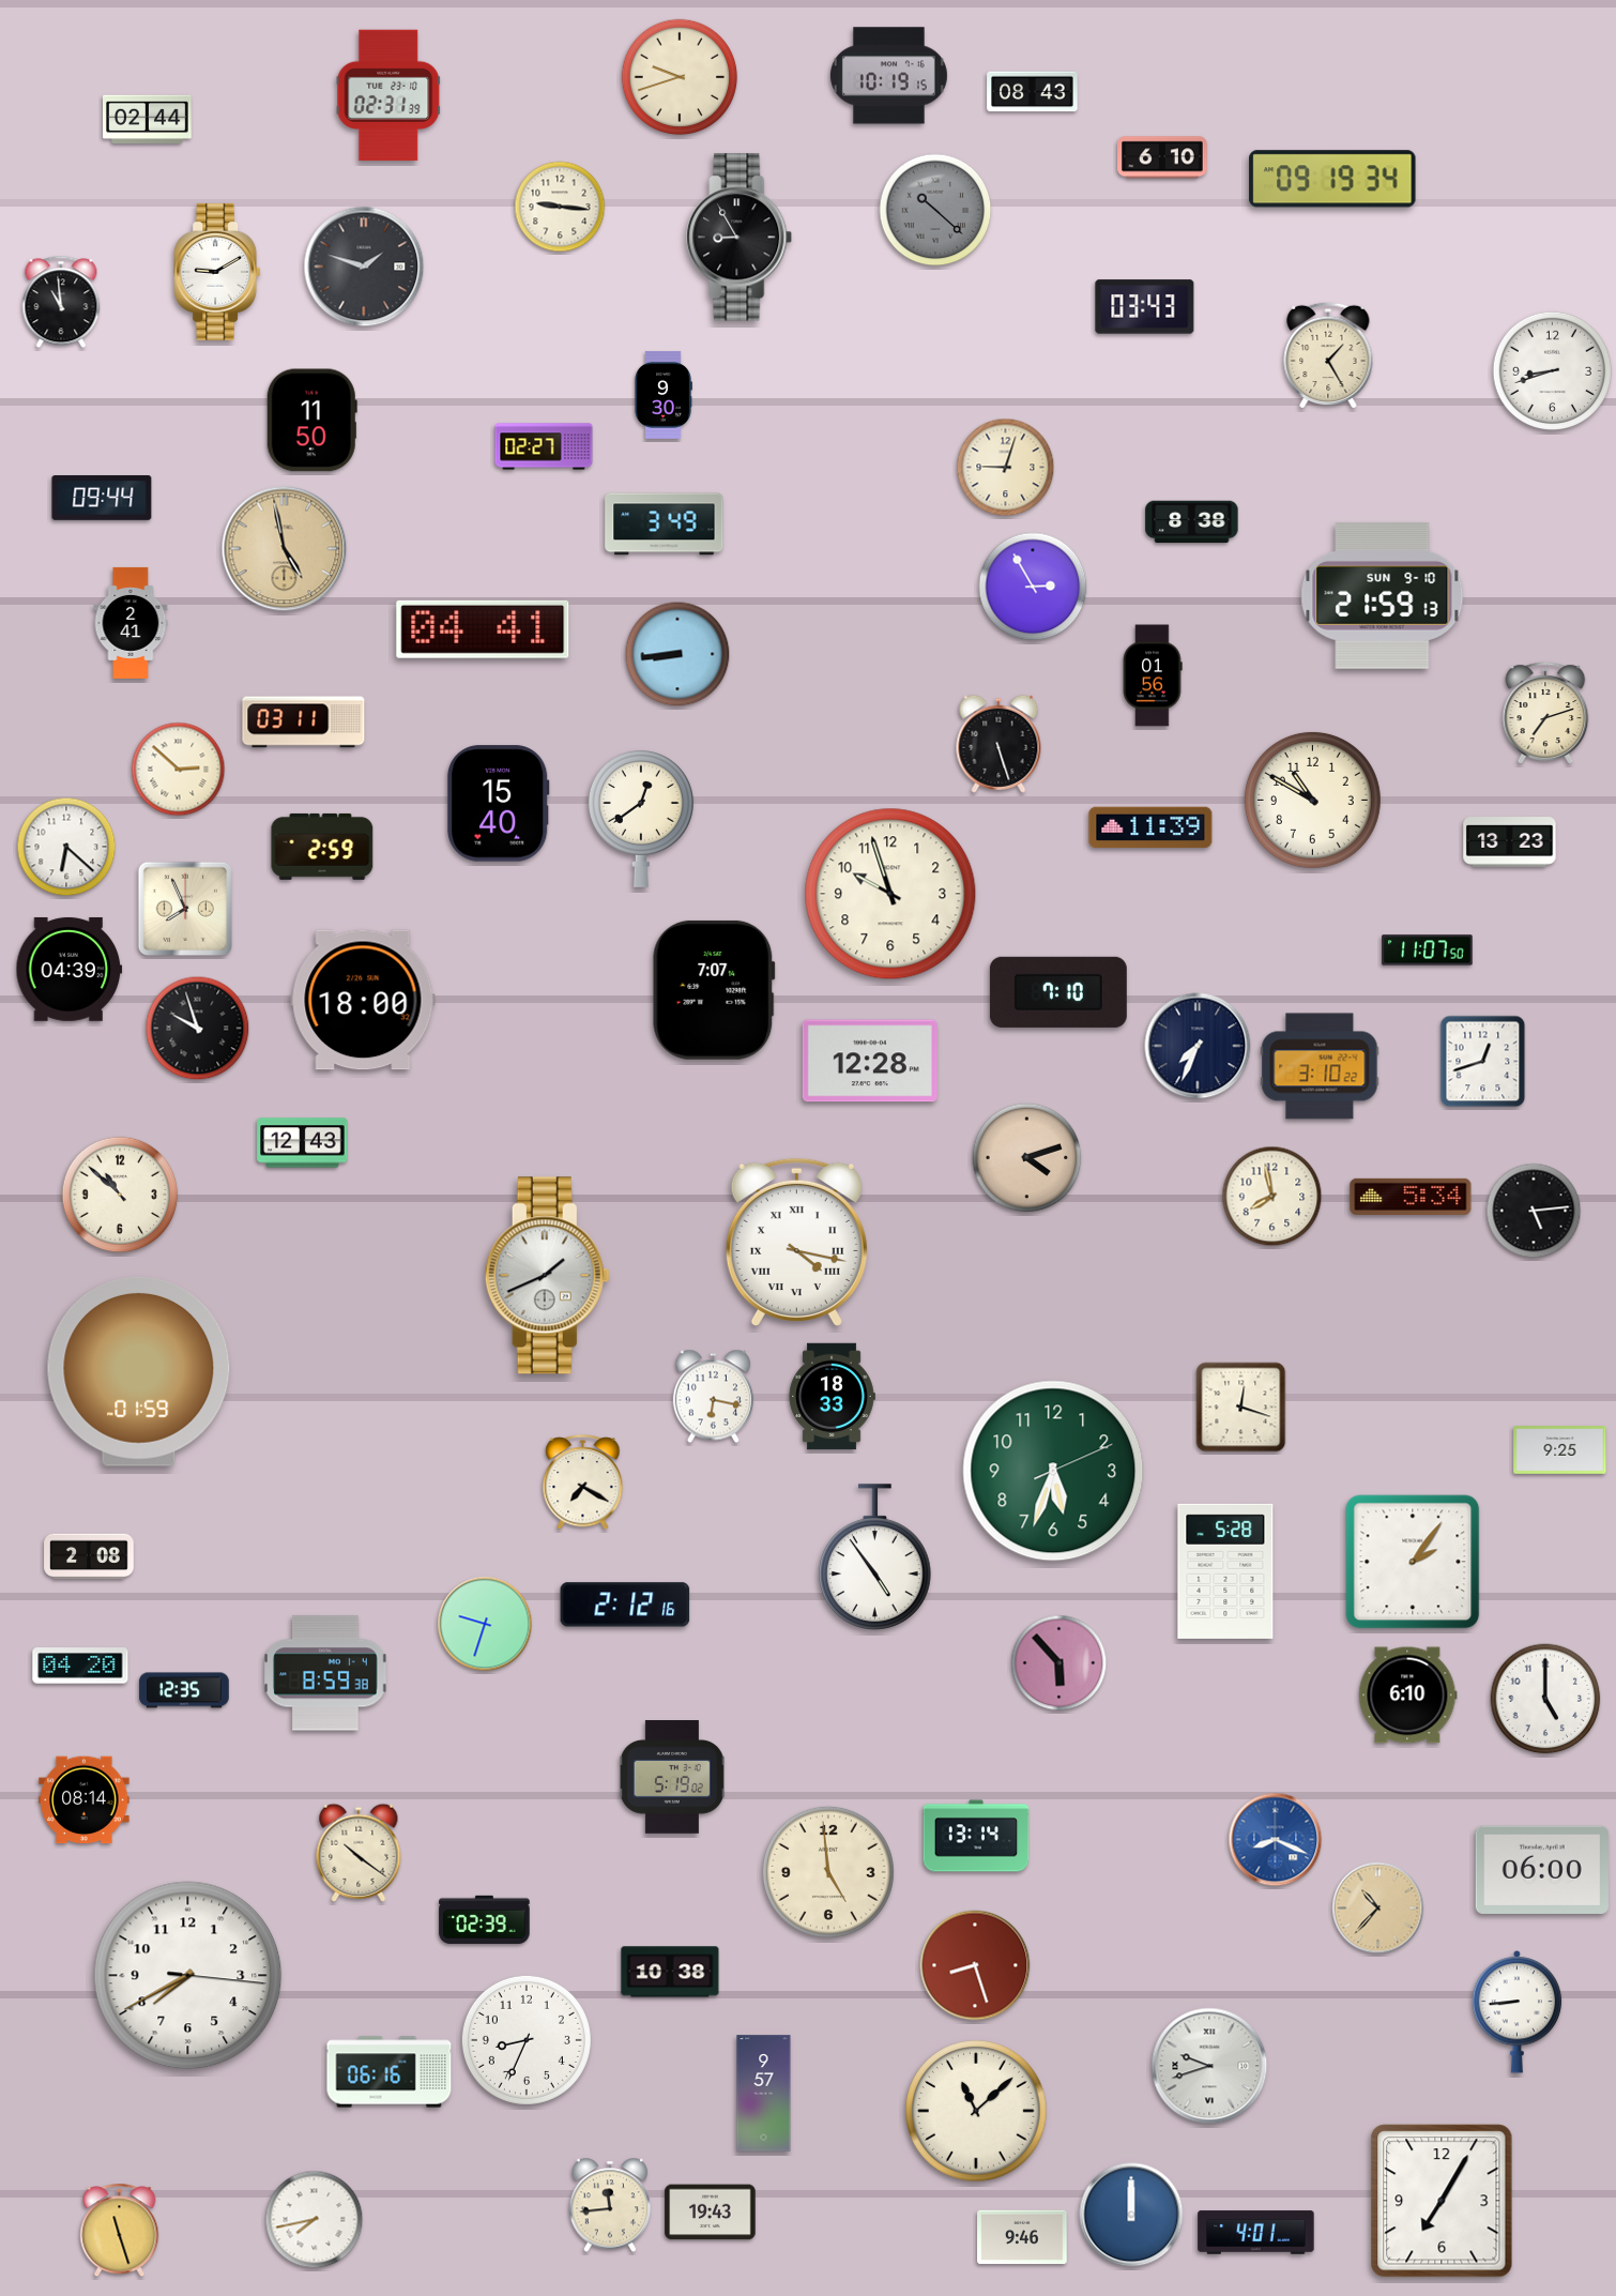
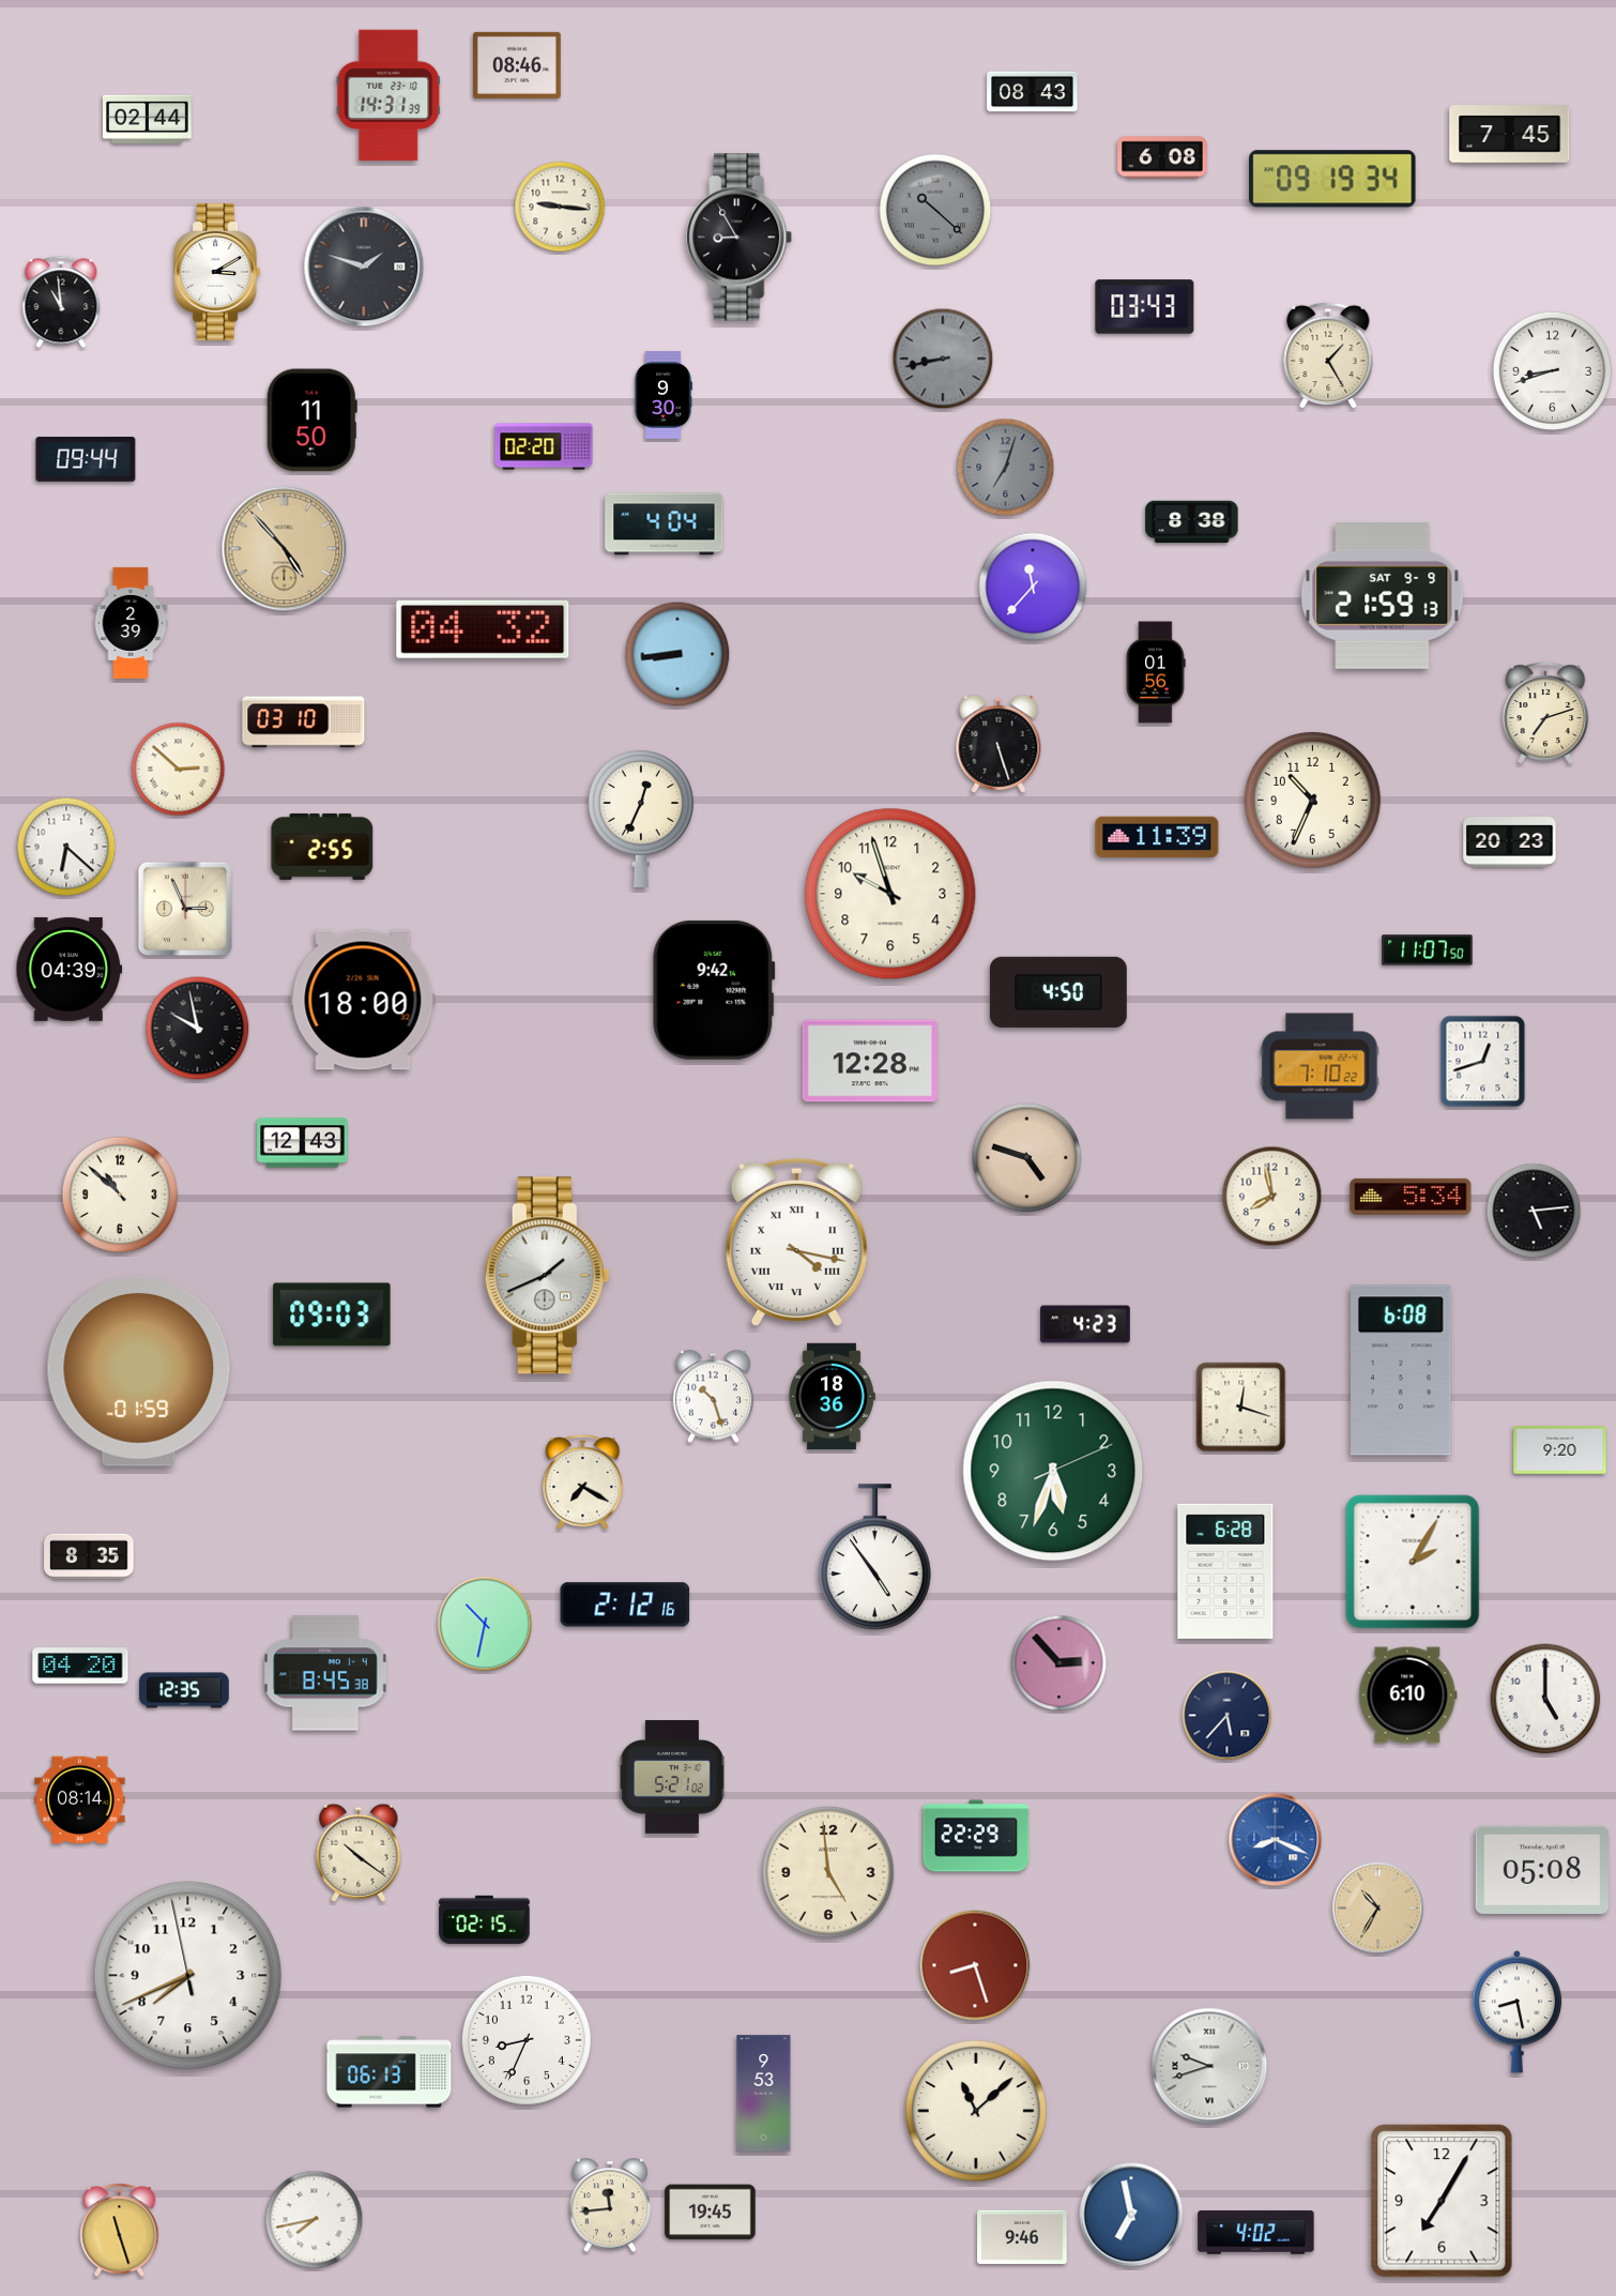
clock at (517, 65): none -> 08:46
clock at (888, 76): 10:19 -> none
clock at (680, 77): 9:42 -> none
clock at (388, 95): 02:31 -> 14:31
clock at (1510, 135): none -> 7:45
clock at (1162, 157): 6:10 -> 6:08
clock at (217, 272): 9:10 -> 3:10
clock at (943, 359): none -> 8:43
clock at (544, 446): 02:27 -> 02:20
clock at (1006, 468): 9:03 -> 7:03
clock at (1006, 468) dial: cream -> grey
clock at (102, 499) position: (102, 499) -> (86, 460)
clock at (665, 524): 3:49 -> 4:04
clock at (285, 549): 4:58 -> 4:53
clock at (1033, 587): 2:55 -> 11:37
clock at (1383, 595) date: SUN 9-10 -> SAT 9-9
clock at (131, 623): 2:41 -> 2:39
clock at (483, 629): 04:41 -> 04:32
clock at (1153, 675) position: (1153, 675) -> (1156, 672)
clock at (304, 723): 03:11 -> 03:10
clock at (1312, 800): 10:50 -> 10:34
clock at (499, 804): 15:40 -> none
clock at (641, 818): 12:39 -> 12:34
clock at (1150, 827) position: (1150, 827) -> (1157, 837)
clock at (1510, 842): 13:23 -> 20:23
clock at (322, 847): 2:59 -> 2:55
clock at (185, 909): 7:56 -> 2:56
clock at (714, 990): 7:07 -> 9:42
clock at (1058, 992): 7:10 -> 4:50
clock at (198, 1029): 9:57 -> 9:58
clock at (1198, 1046): 7:34 -> none
clock at (1320, 1066): 3:10 -> 7:10
clock at (1027, 1158): 4:12 -> 4:48
clock at (332, 1314): none -> 09:03
clock at (1085, 1324): none -> 4:23
clock at (1402, 1370): none -> 6:08
clock at (713, 1397): 6:17 -> 10:27
clock at (832, 1397): 18:33 -> 18:36
clock at (1560, 1450): 9:25 -> 9:20
clock at (89, 1556): 2:08 -> 8:35
clock at (1413, 1562): 2:06 -> 2:05
clock at (1225, 1571): 5:28 -> 6:28
clock at (485, 1624): 9:33 -> 10:32
clock at (1059, 1663): 5:53 -> 2:53
clock at (325, 1673): 8:59 -> 8:45
clock at (1228, 1716): none -> 5:37
clock at (672, 1778): 5:19 -> 5:21
clock at (85, 1800) position: (85, 1800) -> (80, 1800)
clock at (976, 1836): 13:14 -> 22:29
clock at (1542, 1870): 06:00 -> 05:08
clock at (1378, 1909): 10:37 -> 10:35
clock at (485, 1919): 02:39 -> 02:15
clock at (670, 1972): 10:38 -> none
clock at (188, 1976): 7:40:16 -> 7:40:58
clock at (1518, 2012): 8:44 -> 8:28
clock at (390, 2072): 06:16 -> 06:13
clock at (764, 2094): 9:57 -> 9:53
clock at (711, 2213): 19:43 -> 19:45
clock at (1131, 2215): 12:00 -> 6:58
clock at (1256, 2233): 4:01 -> 4:02
